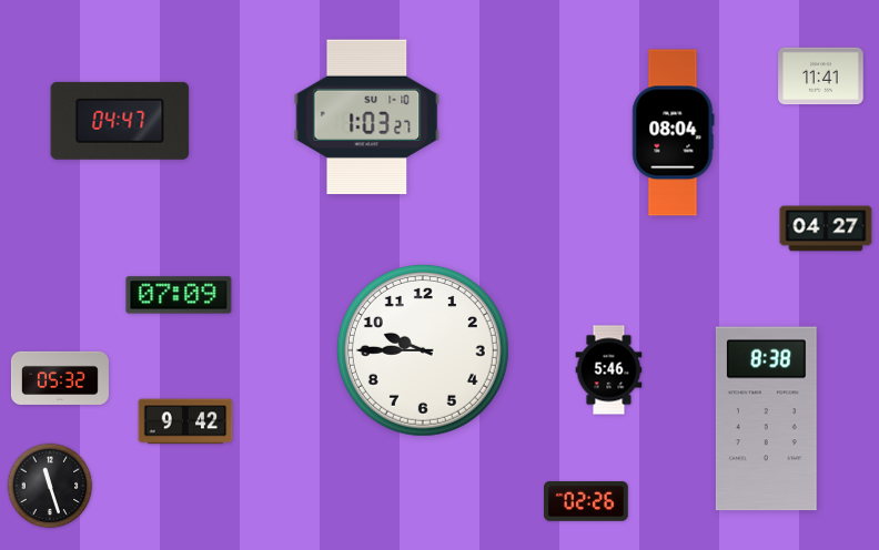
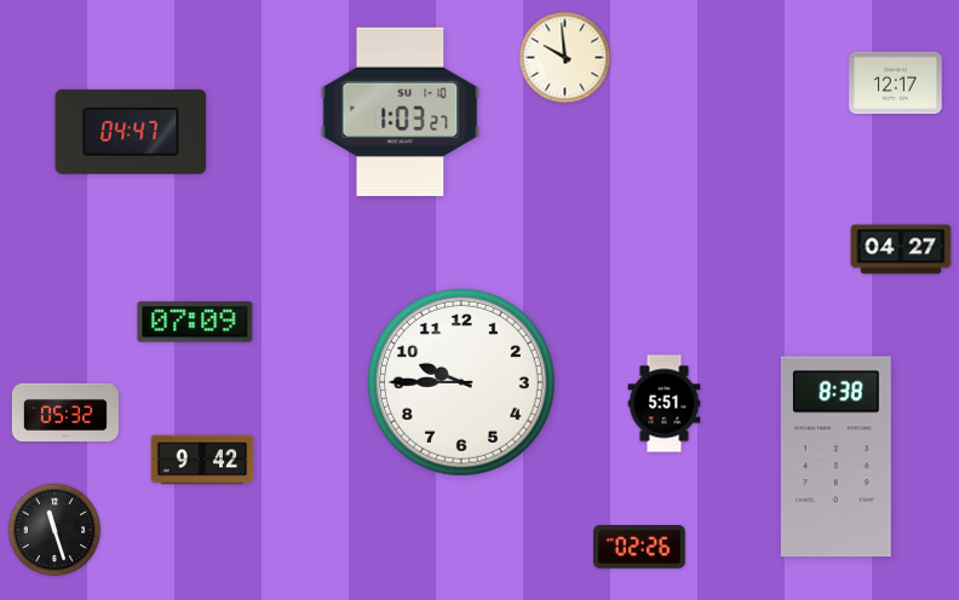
clock at (565, 58): none -> 9:59
clock at (821, 77): 11:41 -> 12:17
clock at (367, 118) position: (367, 118) -> (401, 112)
clock at (674, 133): 08:04 -> none
clock at (609, 370): 5:46 -> 5:51
